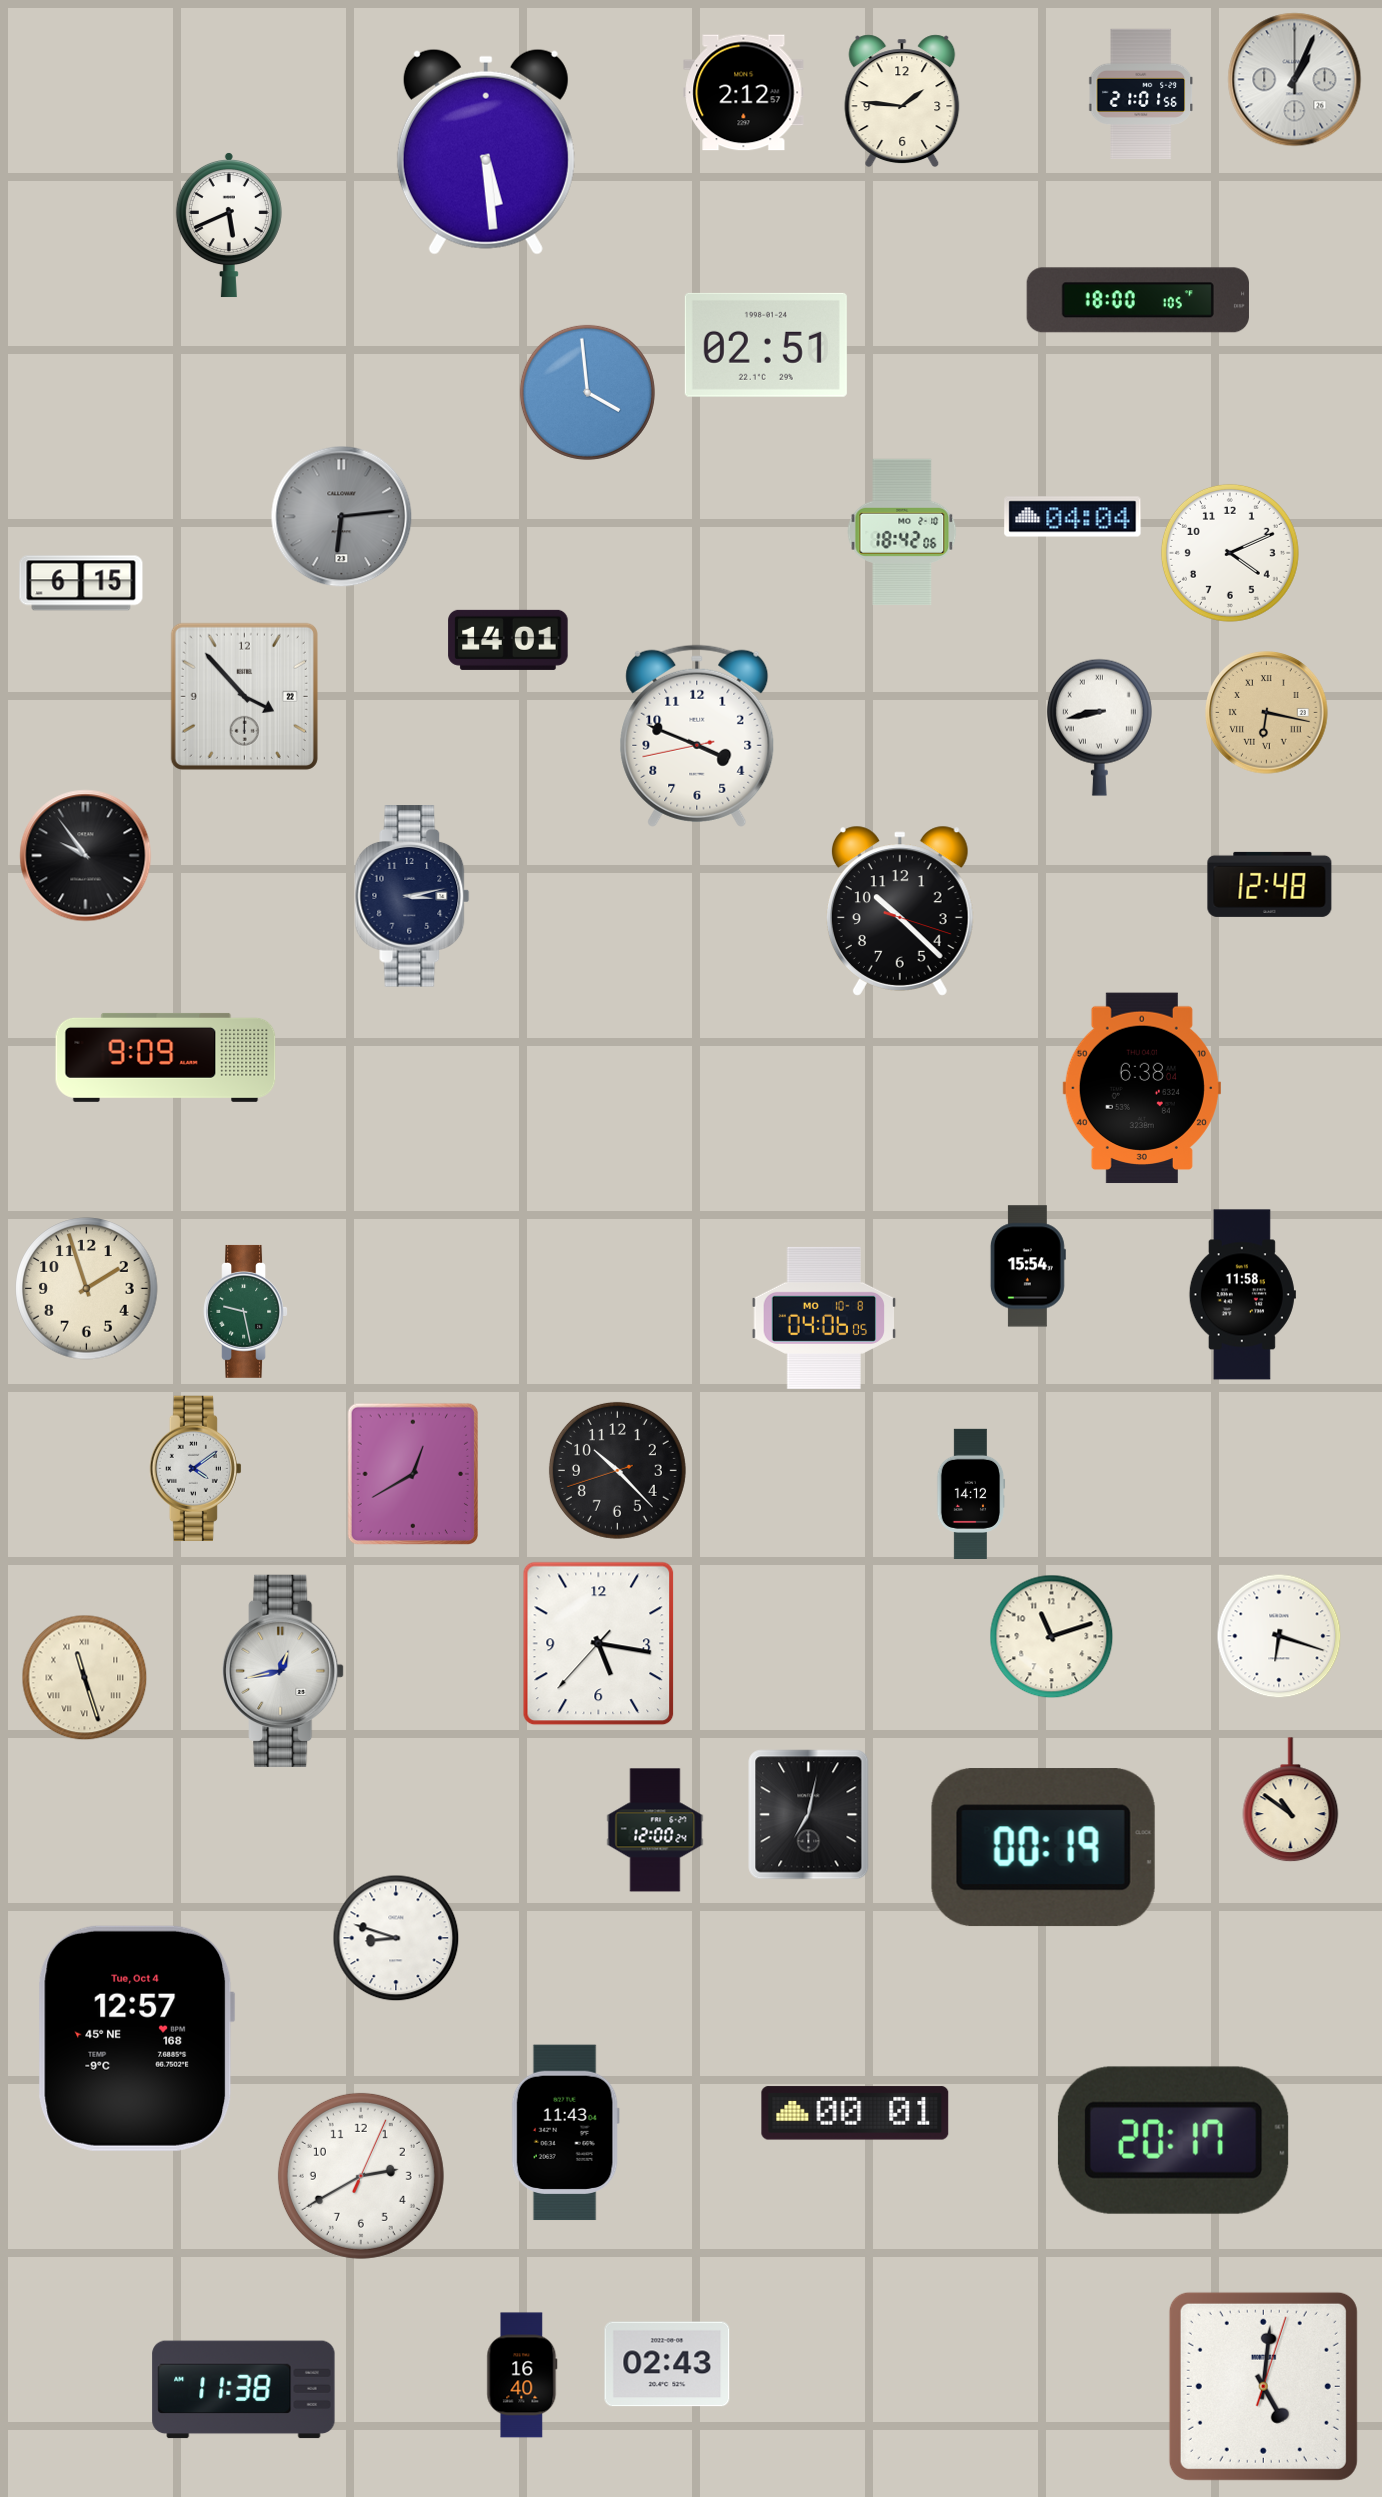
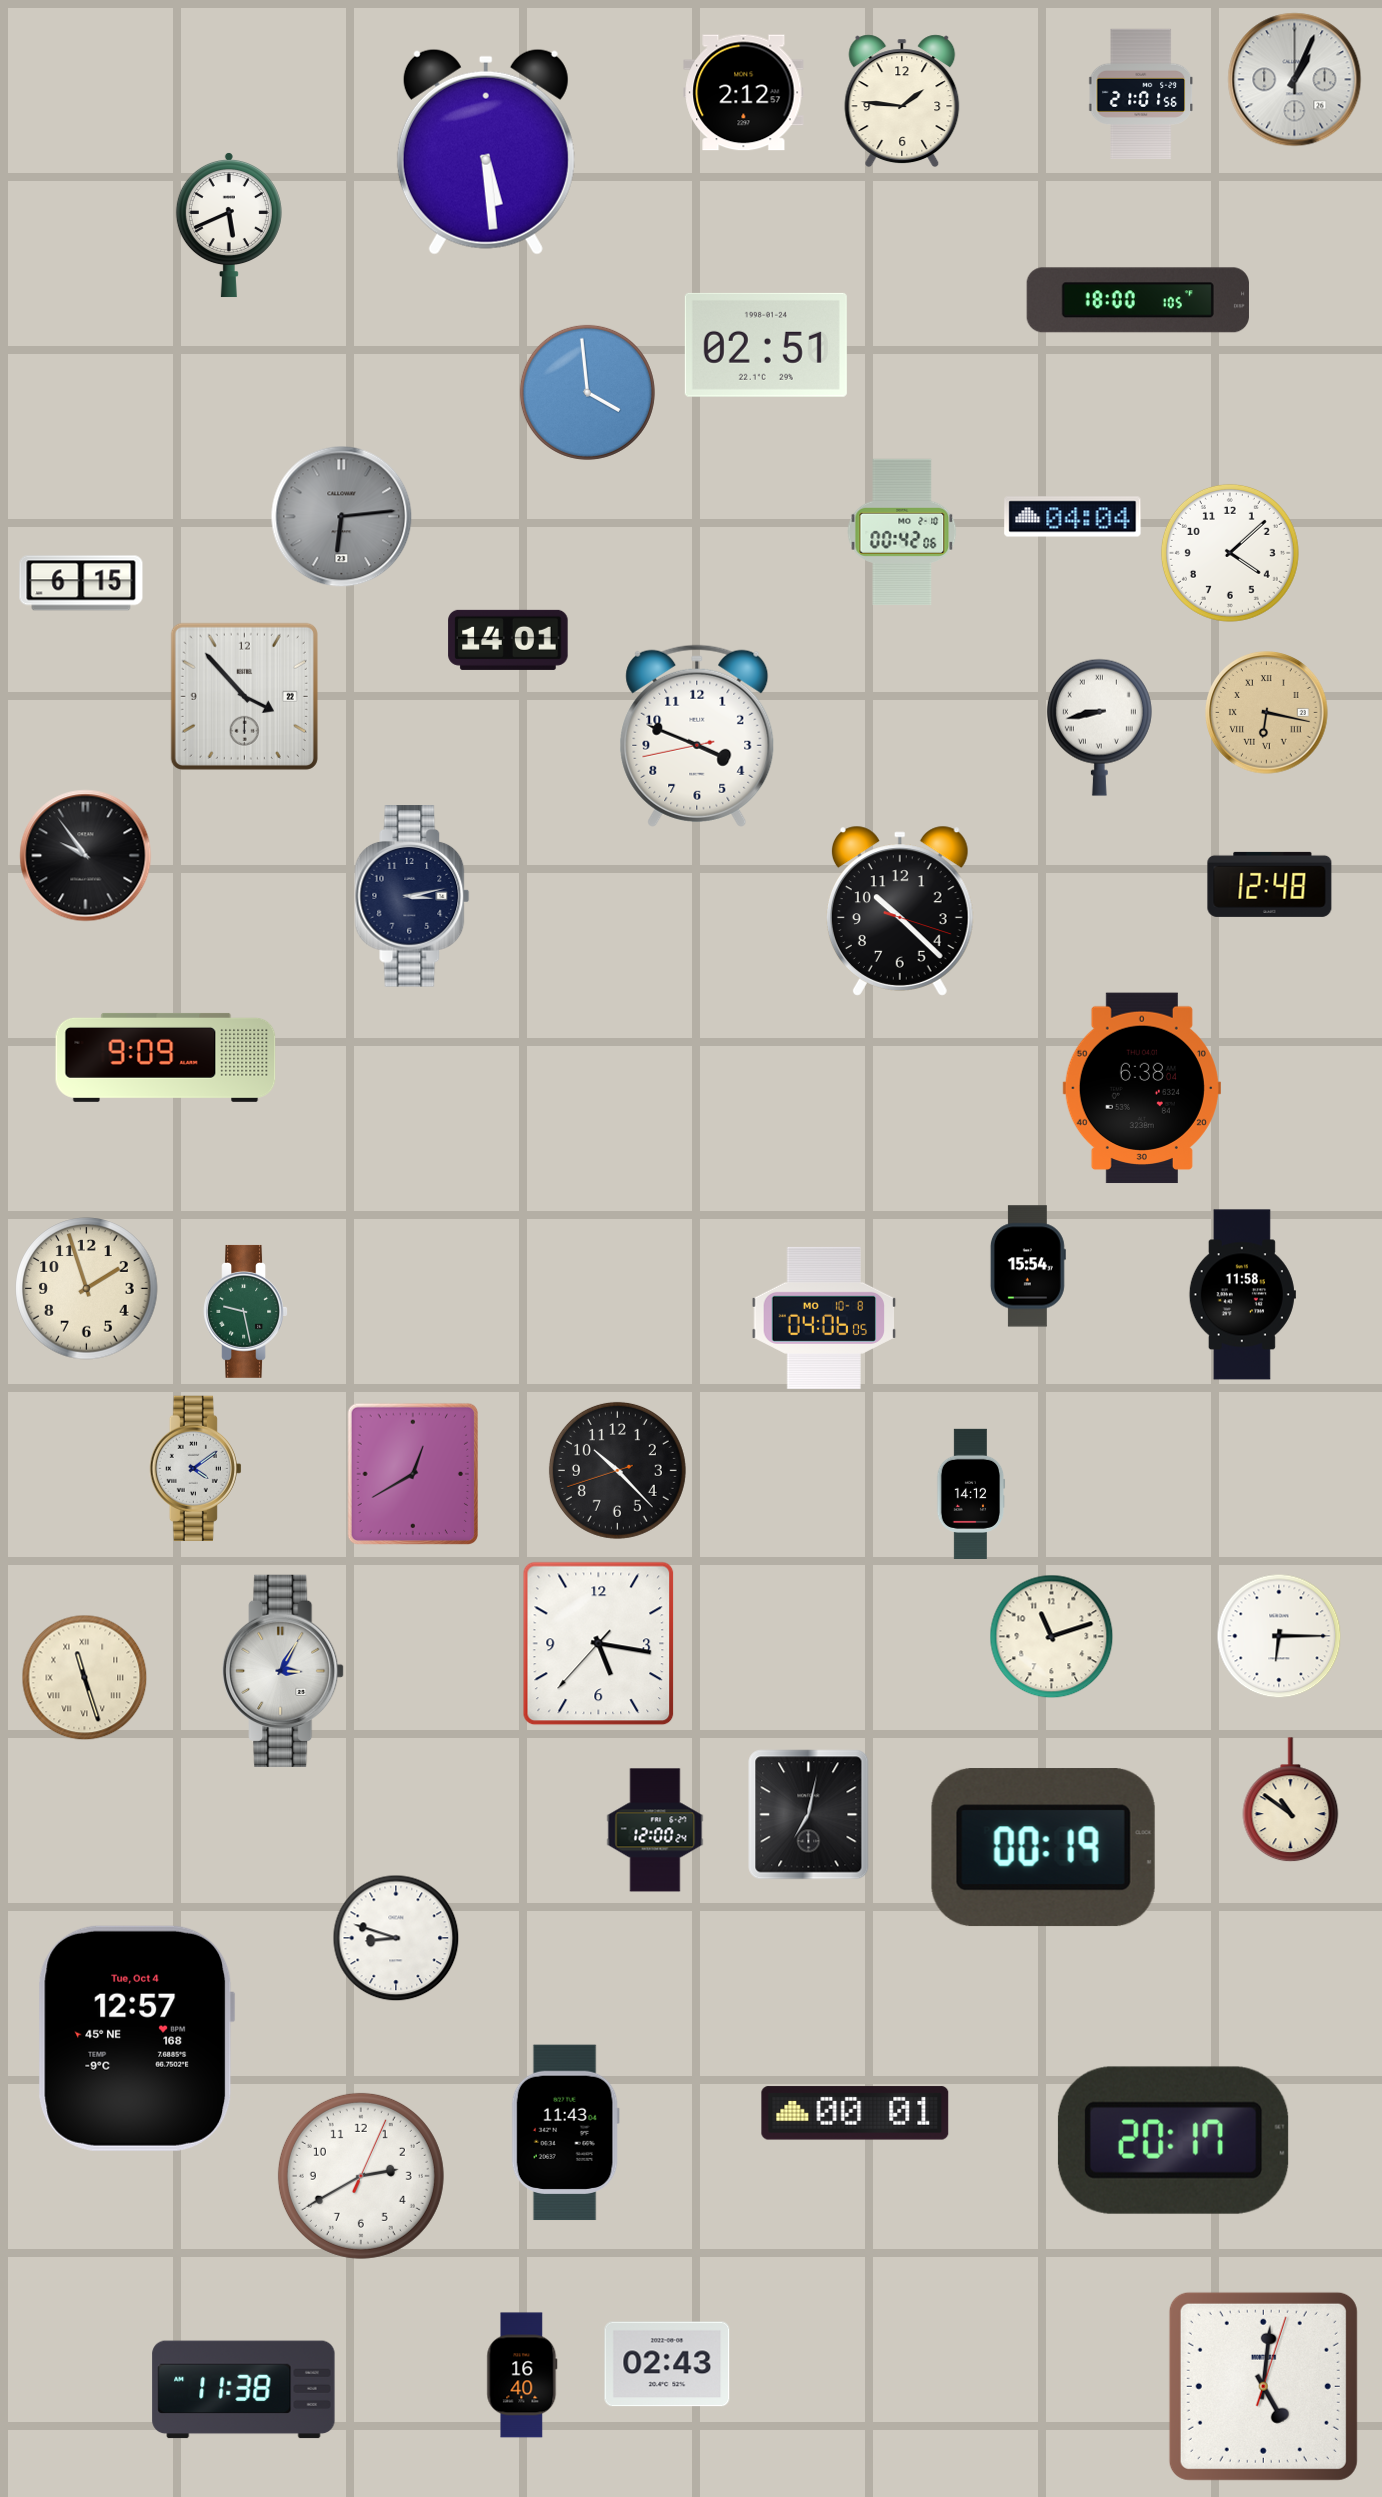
clock at (902, 532): 18:42 -> 00:42
clock at (1230, 553): 4:11 -> 4:08
clock at (1279, 1636): 6:18 -> 6:15
clock at (283, 1671): 12:43 -> 3:05
